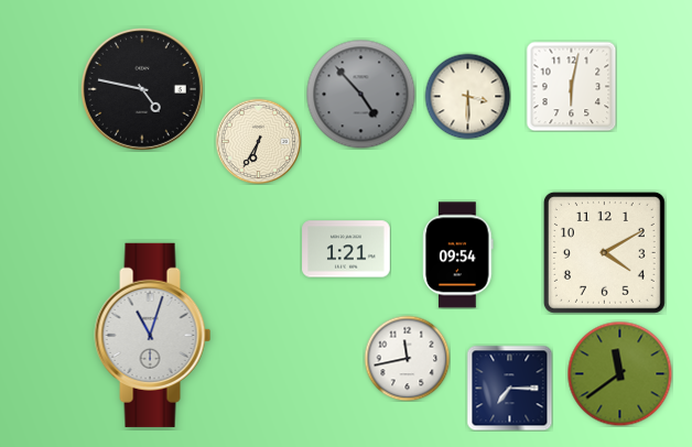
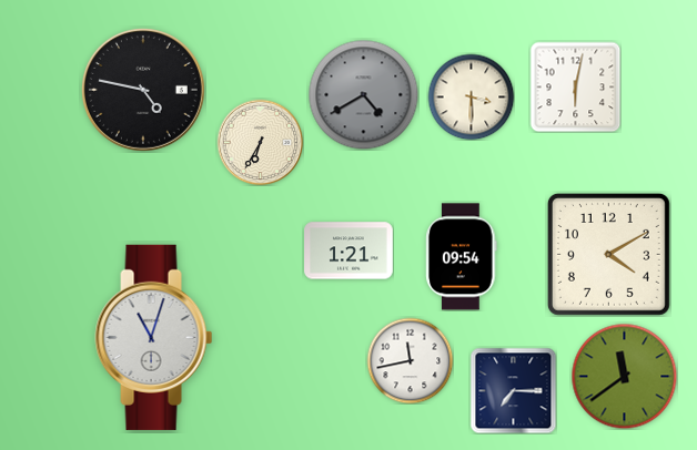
clock at (361, 95): 4:53 -> 4:40
